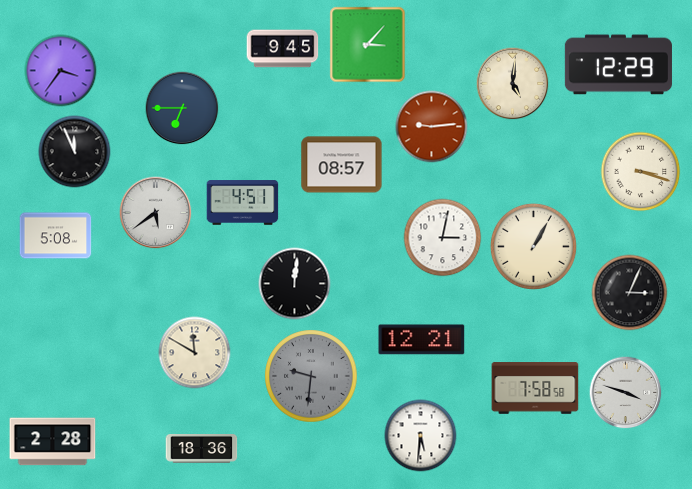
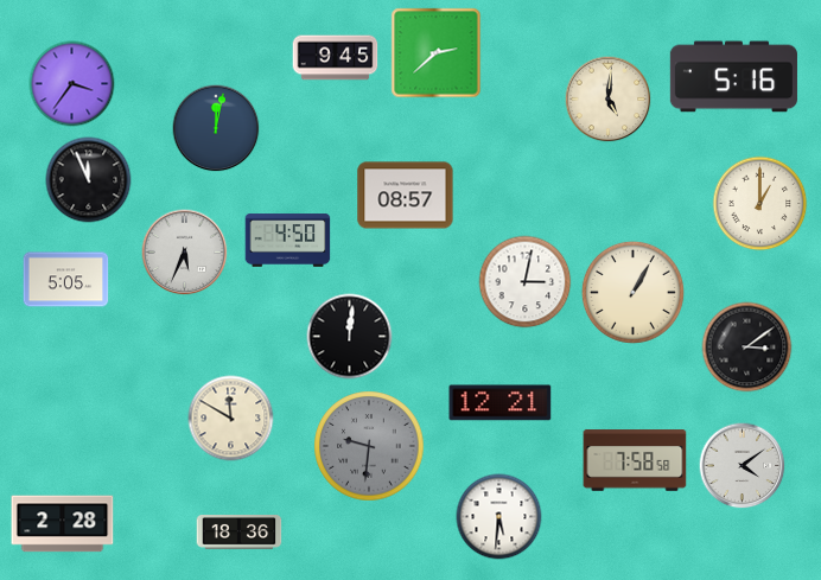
clock at (368, 45): 3:07 -> 2:38
clock at (618, 65): 12:29 -> 5:16
clock at (182, 108): 6:45 -> 12:02
clock at (432, 127): 9:14 -> none
clock at (641, 172): 3:18 -> 1:00
clock at (243, 203): 4:51 -> 4:50
clock at (156, 213): 5:39 -> 5:34
clock at (56, 236): 5:08 -> 5:05
clock at (630, 293): 3:04 -> 3:09
clock at (626, 393): 3:48 -> 4:09
